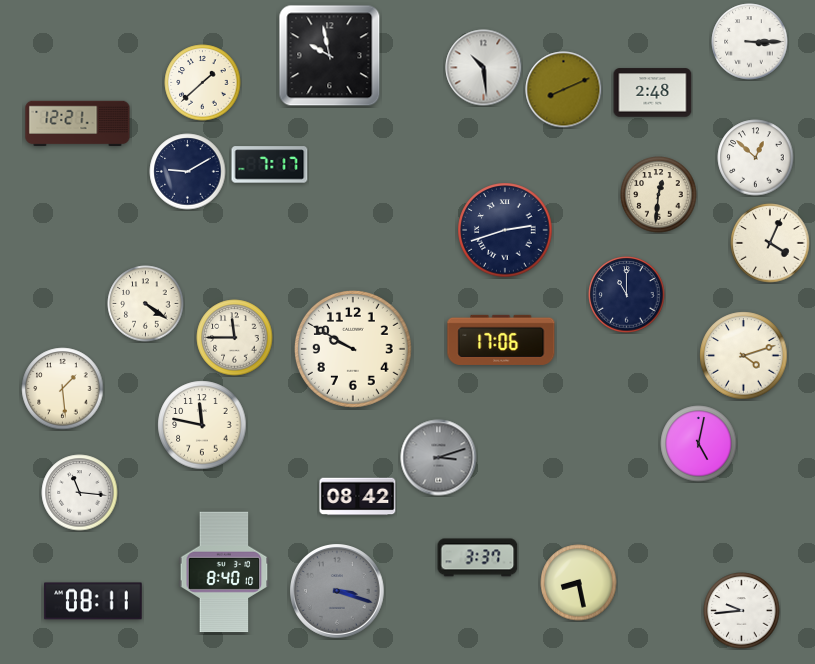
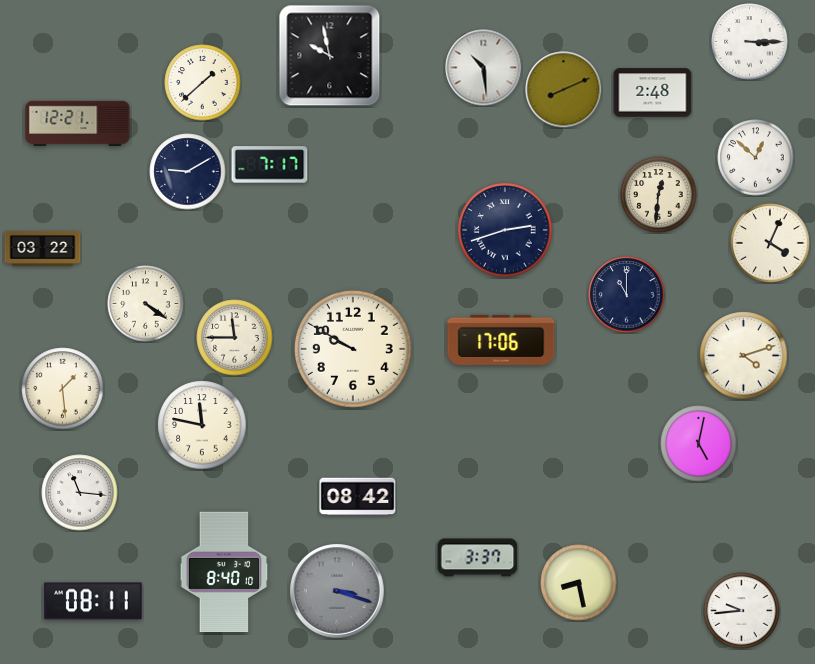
clock at (43, 248): none -> 03:22
clock at (439, 458): 3:12 -> none
